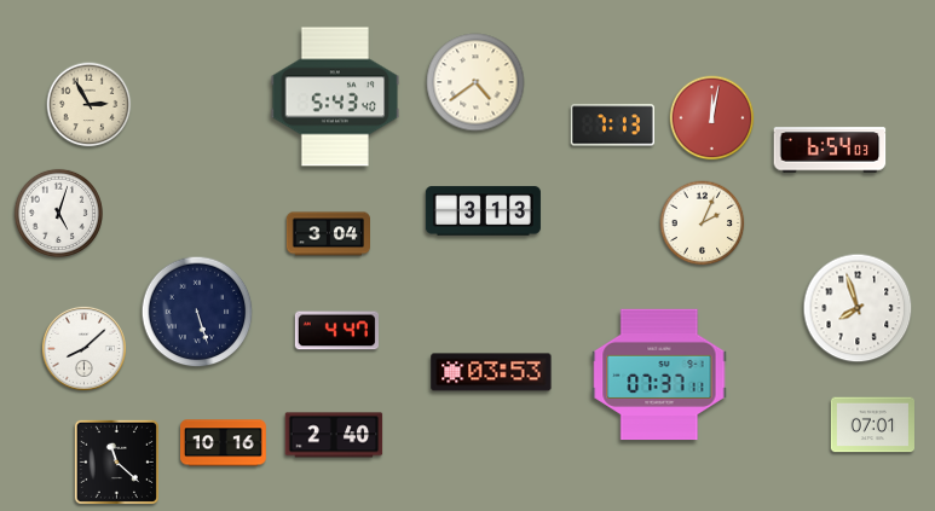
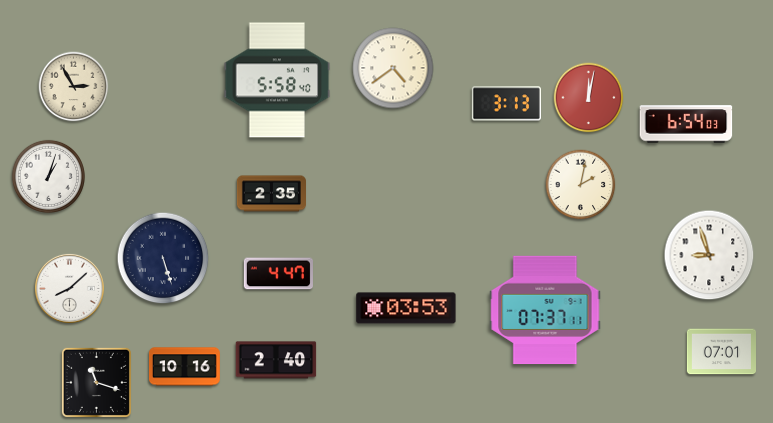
clock at (335, 97): 5:43 -> 5:58
clock at (612, 126): 7:13 -> 3:13
clock at (483, 211): 3:13 -> none
clock at (58, 213): 5:03 -> 1:03
clock at (703, 223): 2:04 -> 2:02
clock at (328, 234): 3:04 -> 2:35
clock at (858, 308): 7:57 -> 8:57
clock at (116, 461): 11:22 -> 11:18
